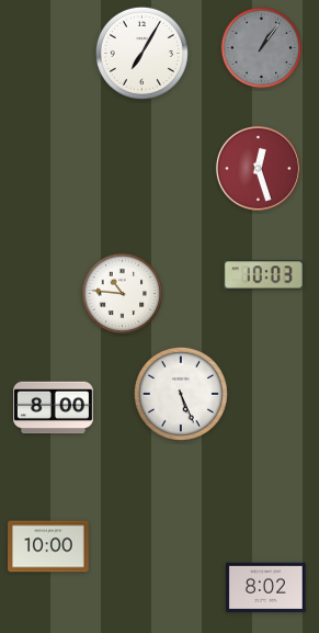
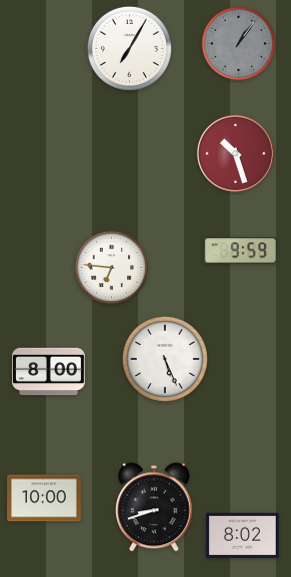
clock at (258, 168): 12:27 -> 10:27
clock at (263, 275): 10:03 -> 9:59
clock at (123, 294): 10:46 -> 6:46
clock at (155, 507): none -> 8:42
